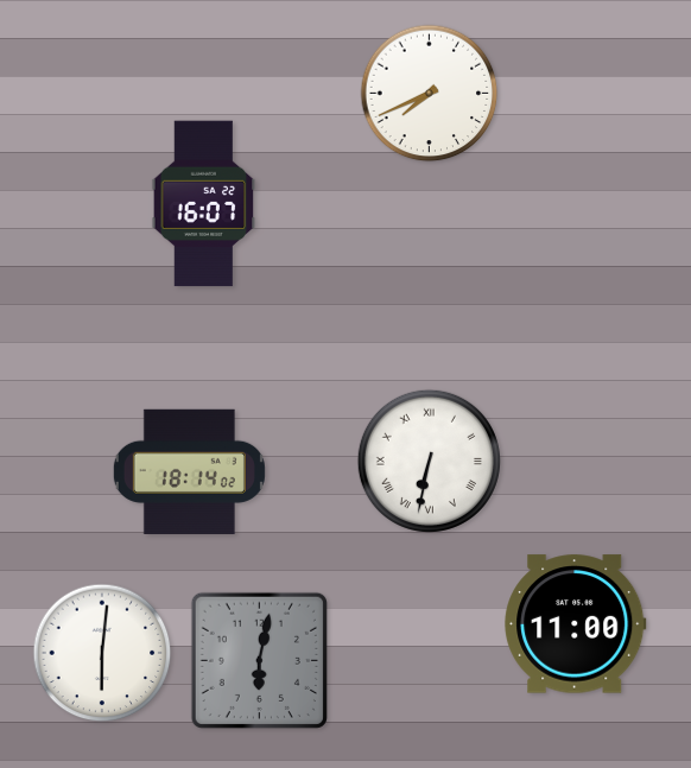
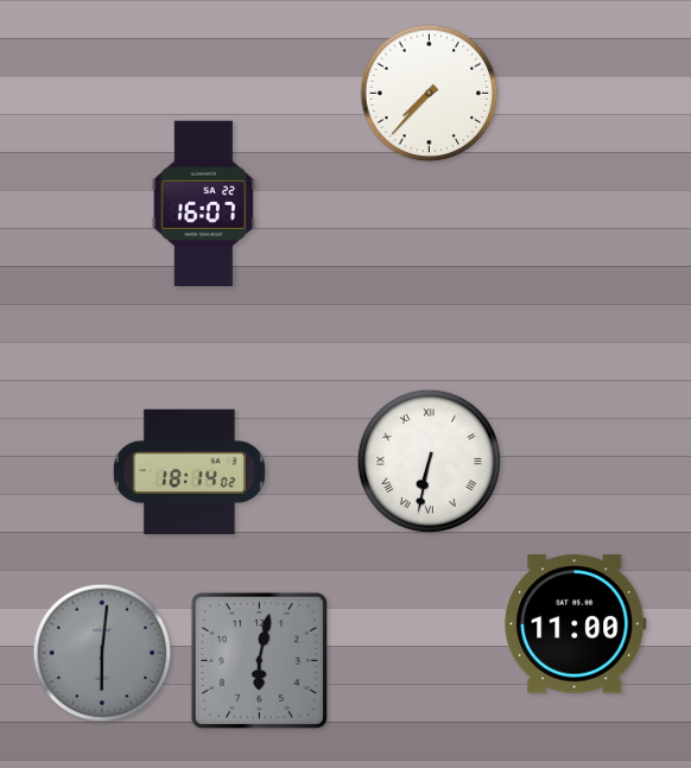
clock at (430, 94): 7:41 -> 7:37
clock at (102, 653) dial: white -> grey
